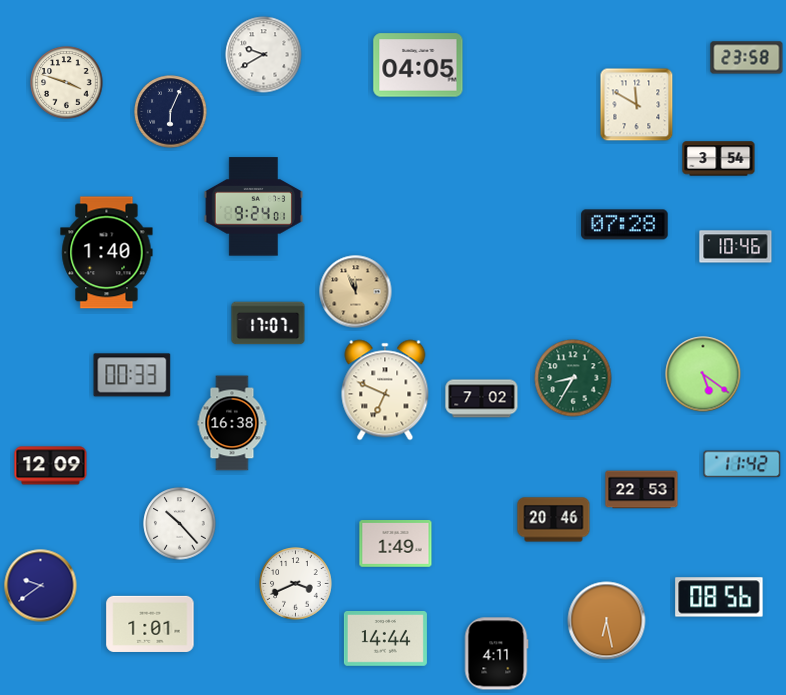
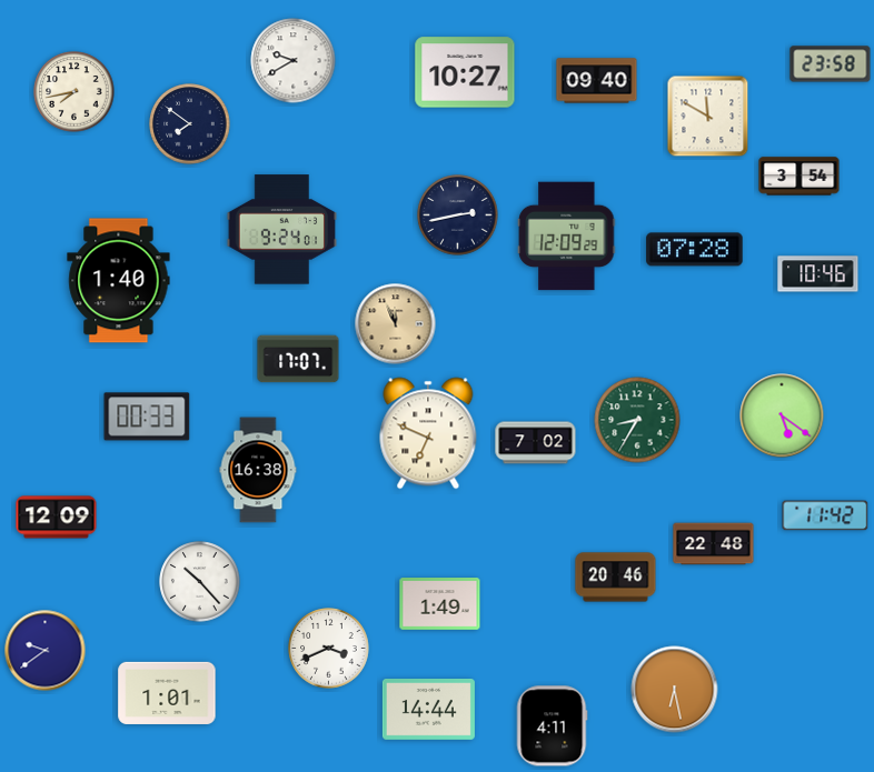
clock at (418, 65): 04:05 -> 10:27
clock at (597, 81): none -> 09:40
clock at (67, 83): 3:48 -> 7:43
clock at (171, 112): 6:04 -> 7:51
clock at (458, 215): none -> 2:43
clock at (567, 237): none -> 12:09
clock at (642, 490): 22:53 -> 22:48
clock at (719, 597): 08:56 -> none
